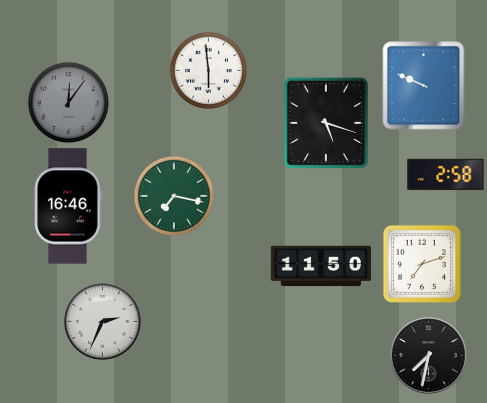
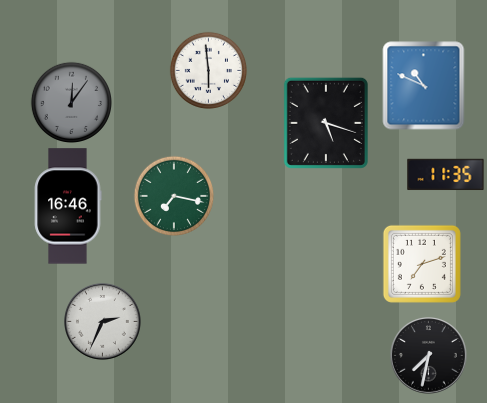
clock at (424, 86): 9:49 -> 10:49
clock at (68, 102) position: (68, 102) -> (71, 102)
clock at (446, 175): 2:58 -> 11:35
clock at (320, 266): 11:50 -> none
